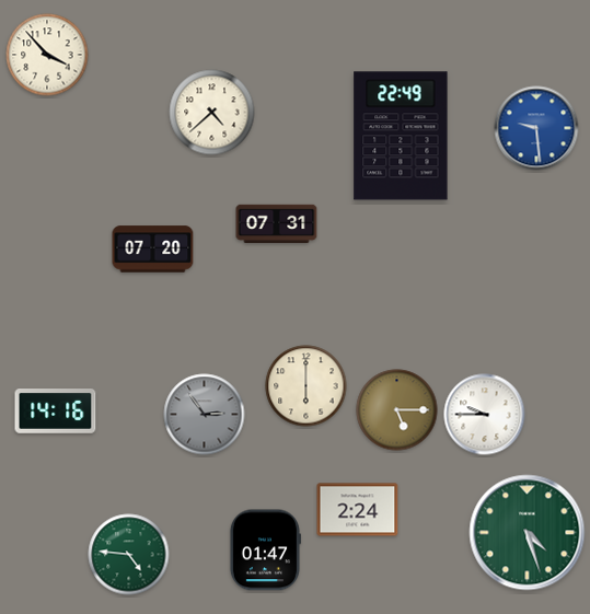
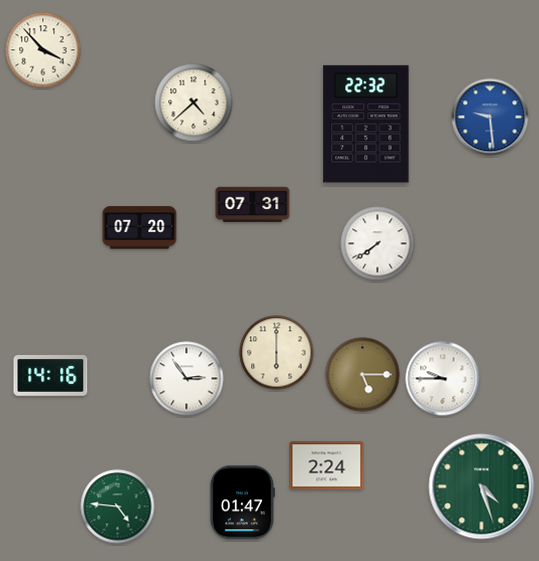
clock at (401, 136): 22:49 -> 22:32
clock at (378, 244): none -> 7:39
clock at (306, 386) position: (306, 386) -> (277, 353)
clock at (205, 415) dial: grey -> white
